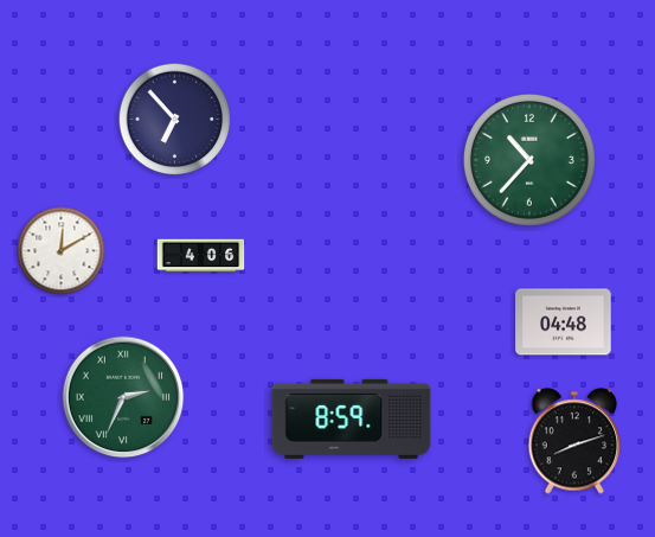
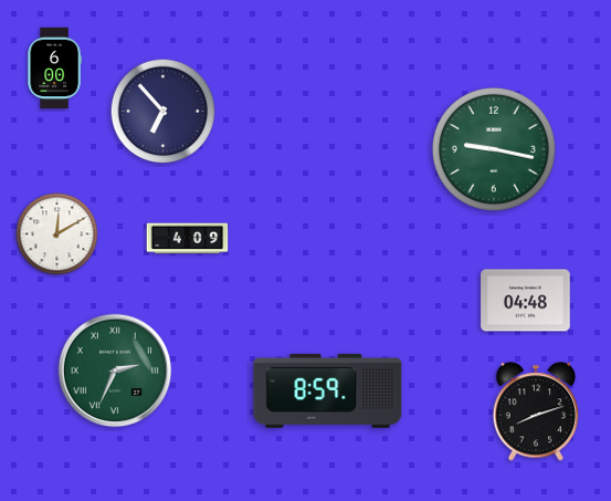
clock at (54, 69): none -> 6:00
clock at (529, 160): 10:37 -> 9:17
clock at (201, 256): 4:06 -> 4:09
